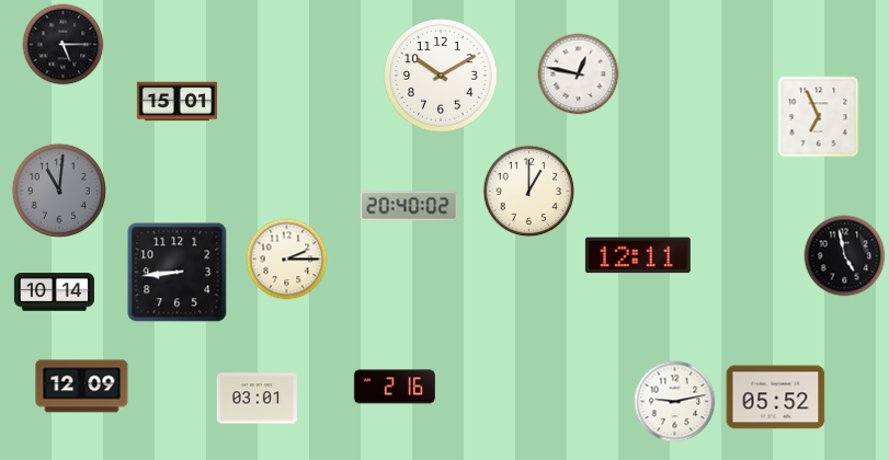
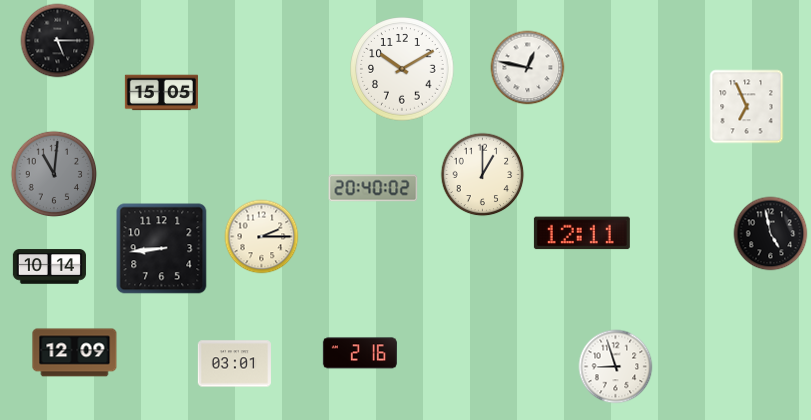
clock at (176, 102): 15:01 -> 15:05
clock at (776, 398): 05:52 -> none
clock at (675, 402): 9:13 -> 8:57
